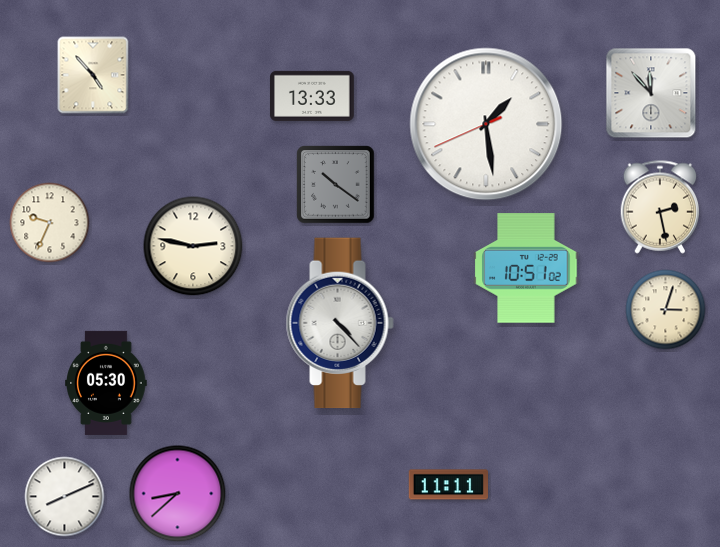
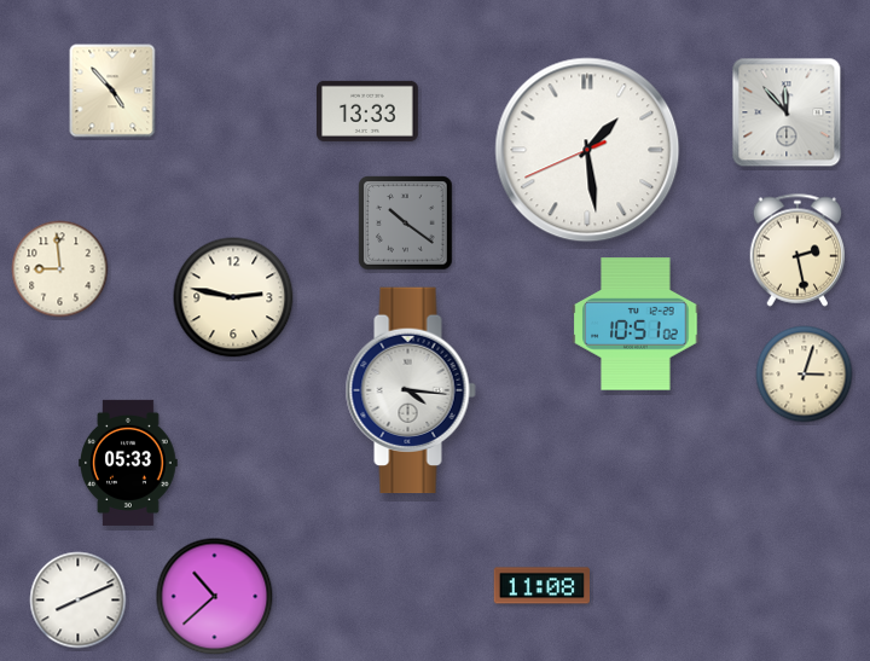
clock at (313, 96) position: (313, 96) -> (369, 111)
clock at (50, 223): 9:34 -> 8:59
clock at (340, 323): 4:23 -> 4:16
clock at (107, 383): 05:30 -> 05:33
clock at (448, 485): 11:11 -> 11:08
clock at (178, 494): 8:38 -> 10:38
